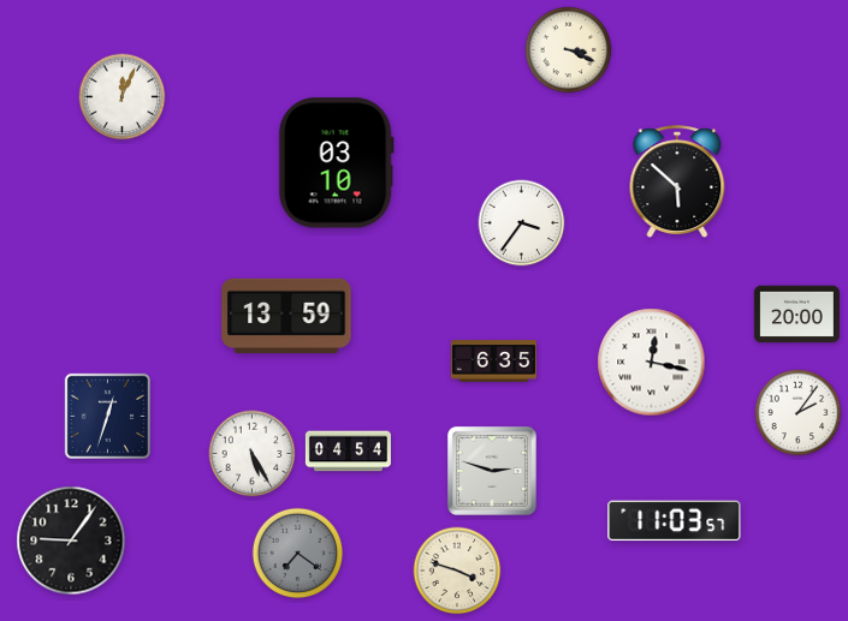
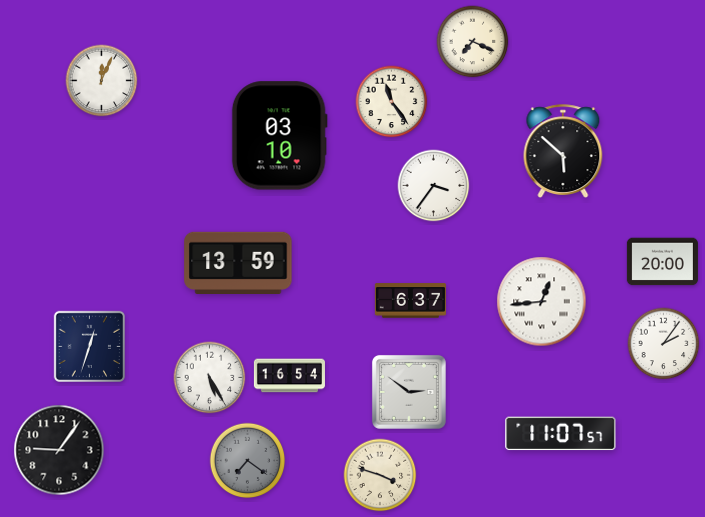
clock at (569, 50): 3:19 -> 7:19
clock at (392, 102): none -> 11:24
clock at (493, 362): 6:35 -> 6:37
clock at (652, 363): 12:17 -> 12:44
clock at (348, 452): 04:54 -> 16:54
clock at (492, 471): 2:48 -> 2:51
clock at (675, 521): 11:03 -> 11:07
